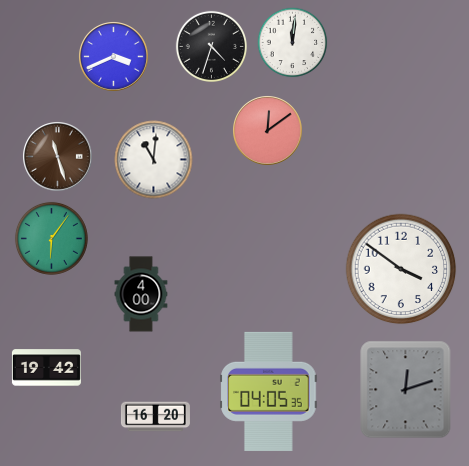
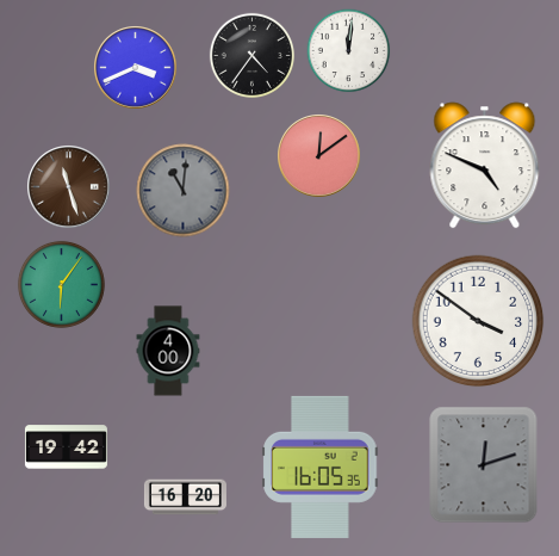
clock at (211, 46): 4:33 -> 4:36
clock at (485, 166): none -> 4:49
clock at (154, 160) dial: white -> grey
clock at (46, 368) position: (46, 368) -> (66, 447)
clock at (269, 391): 04:05 -> 16:05
